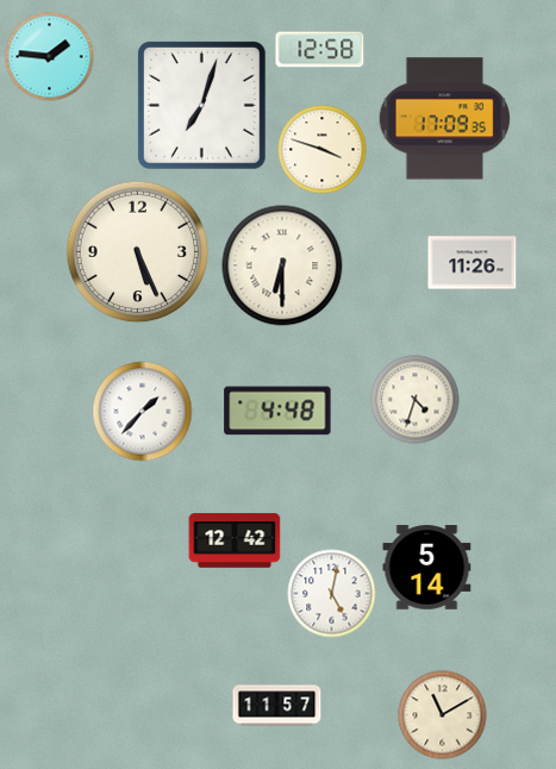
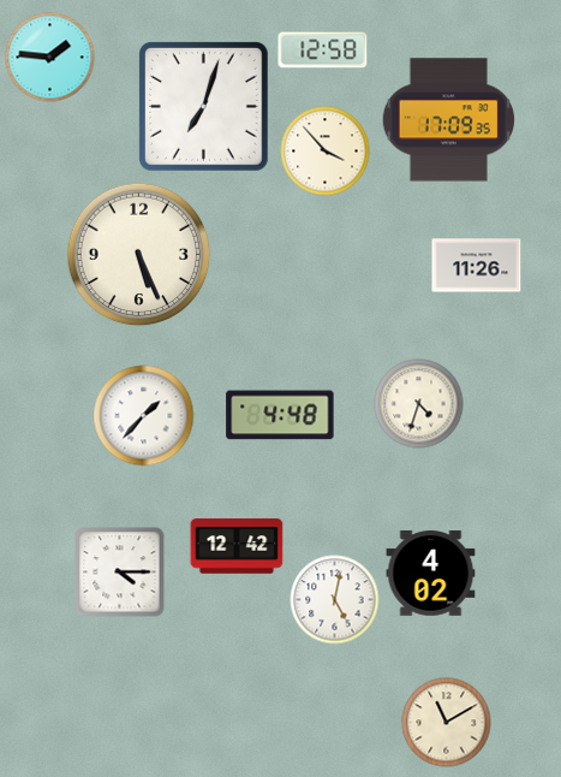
clock at (323, 150): 3:48 -> 3:53
clock at (282, 265): 6:30 -> none
clock at (120, 573): none -> 4:15
clock at (427, 568): 5:14 -> 4:02
clock at (277, 706): 11:57 -> none
